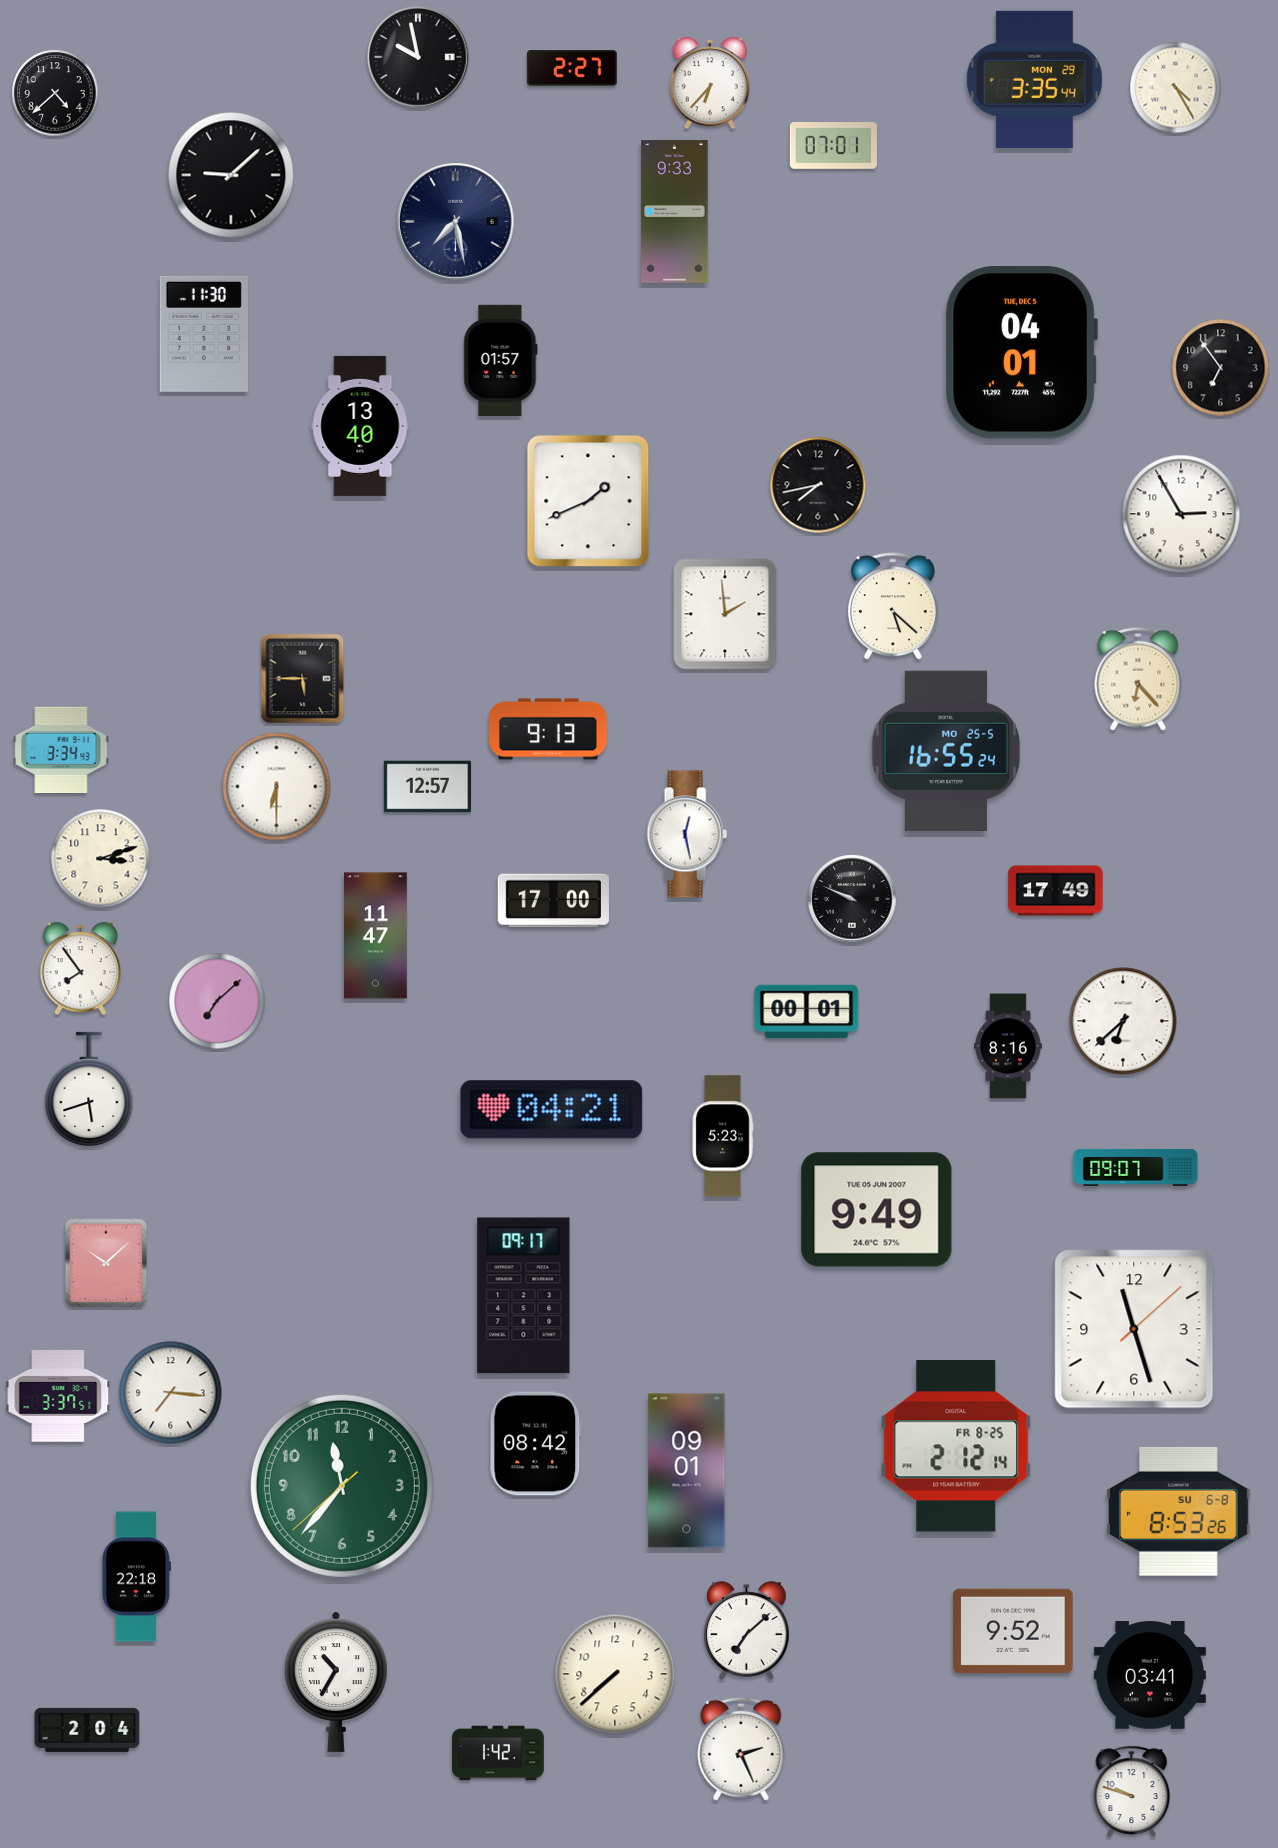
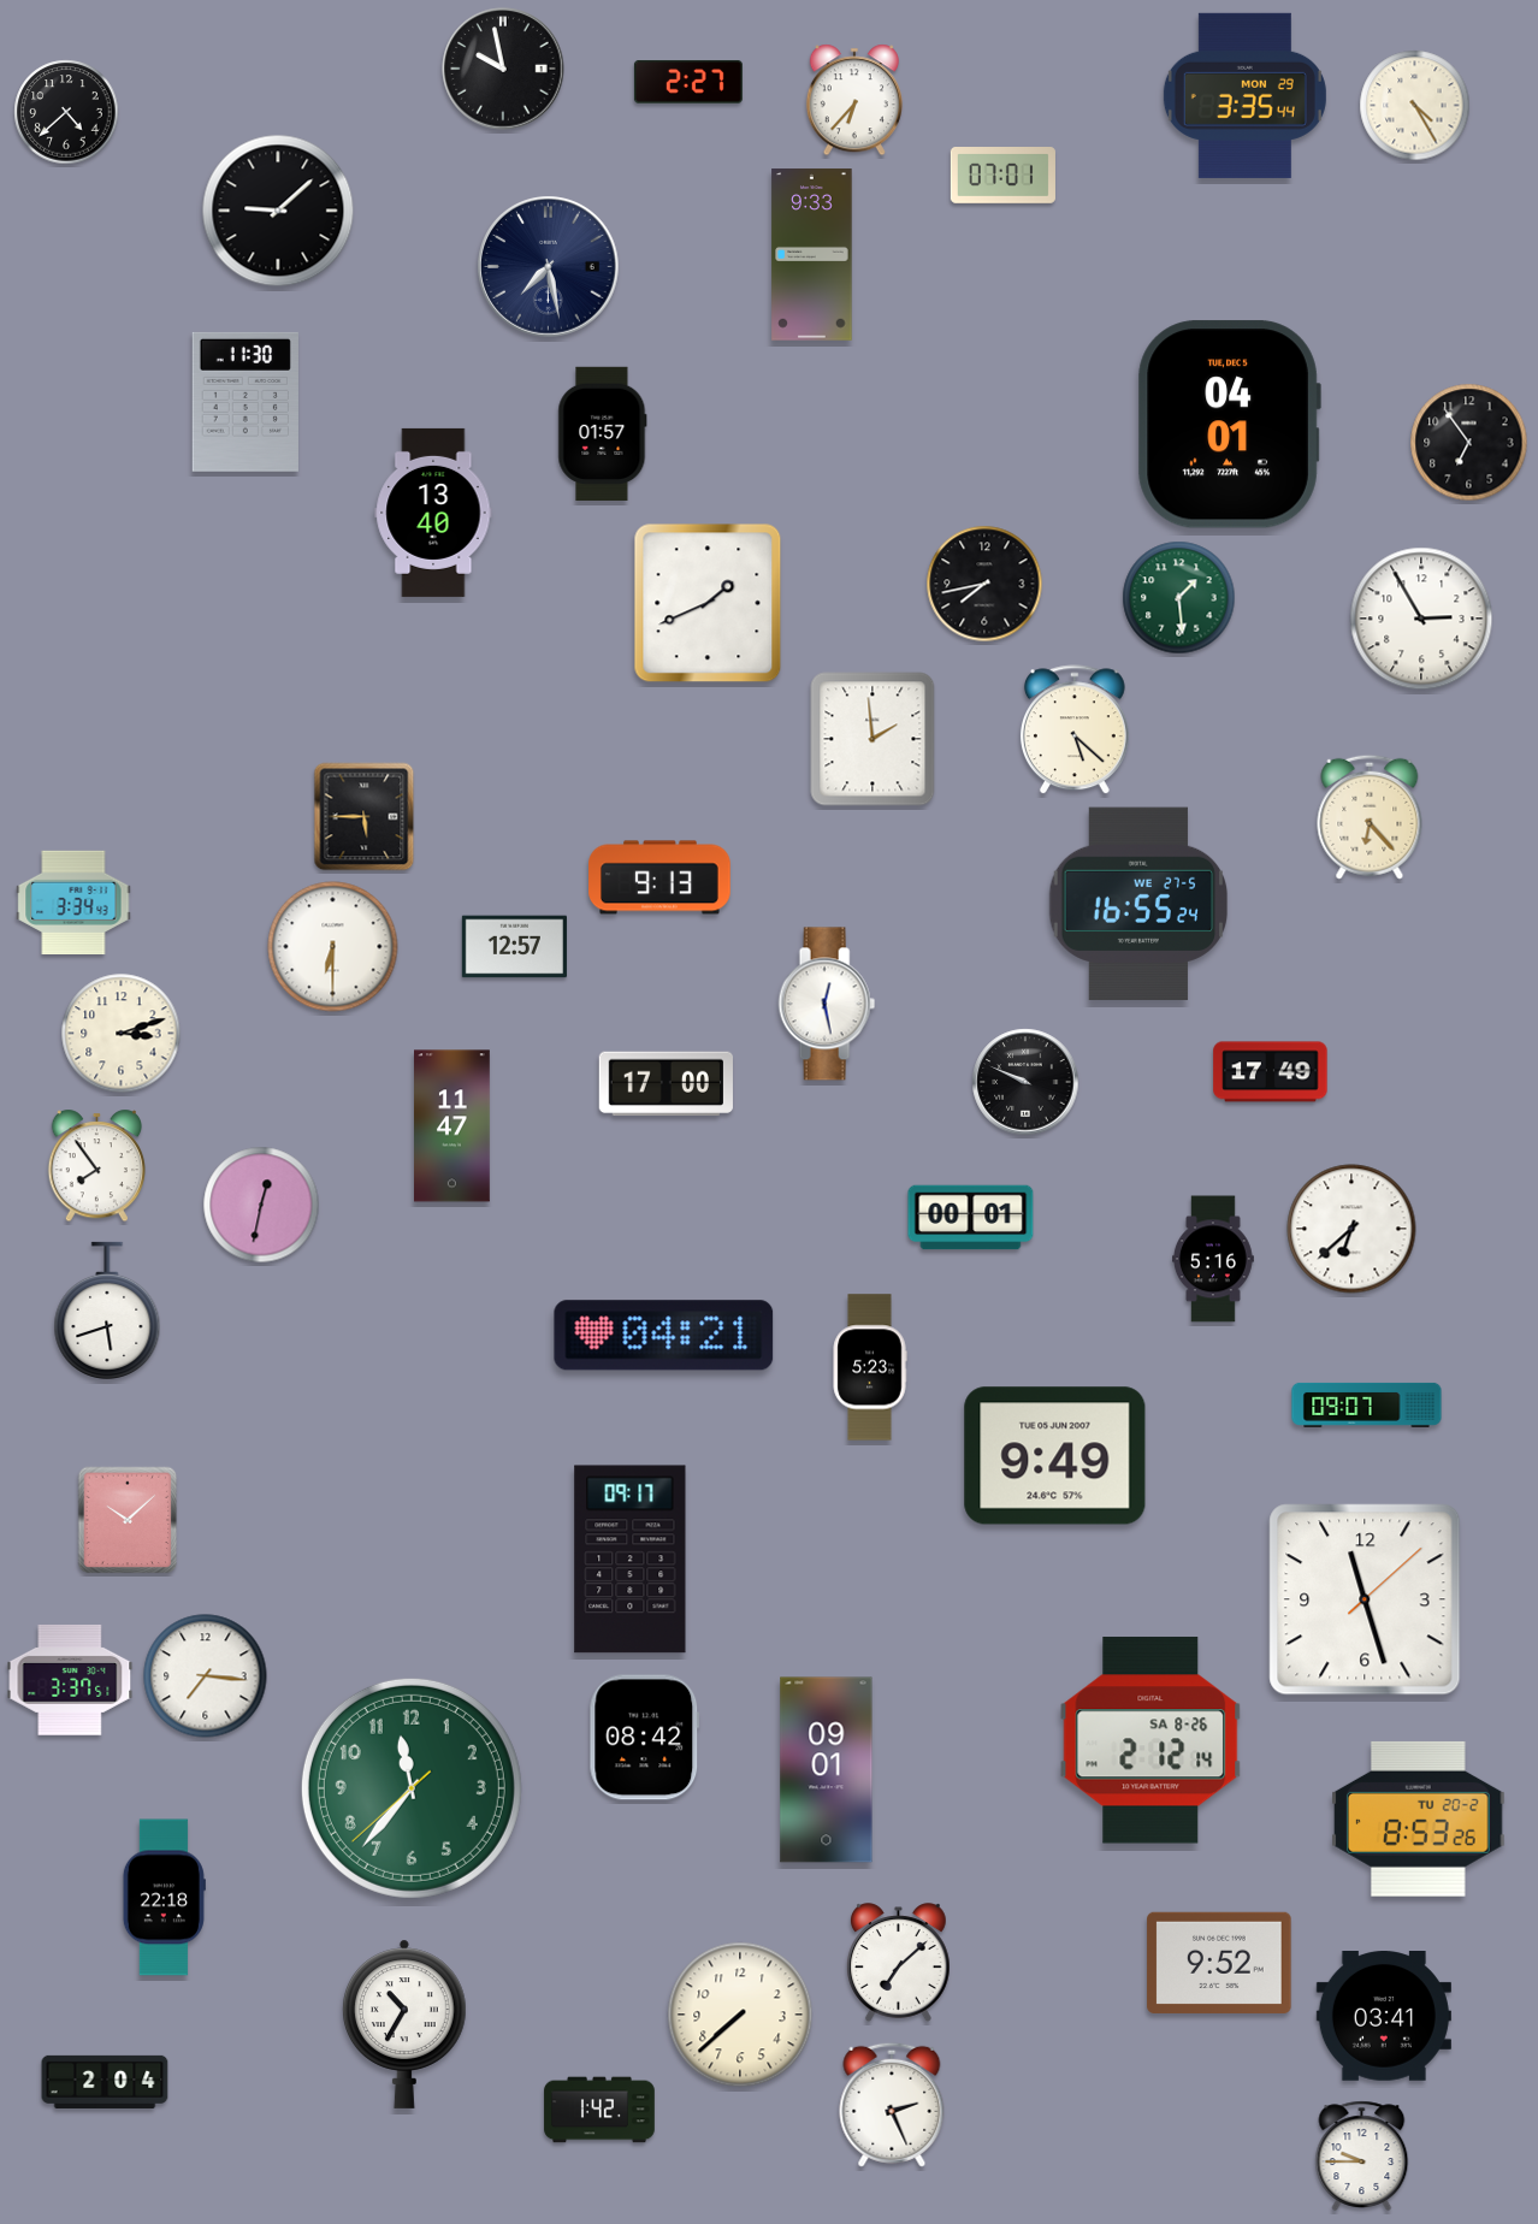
clock at (1179, 598): none -> 1:29
clock at (946, 751) date: MO 25-5 -> WE 27-5
clock at (217, 1001): 7:08 -> 12:32
clock at (1009, 1046): 8:16 -> 5:16
clock at (956, 1446) date: FR 8-25 -> SA 8-26
clock at (1179, 1511) date: SU 6-8 -> TU 20-2
clock at (1132, 1791): 9:48 -> 9:45
